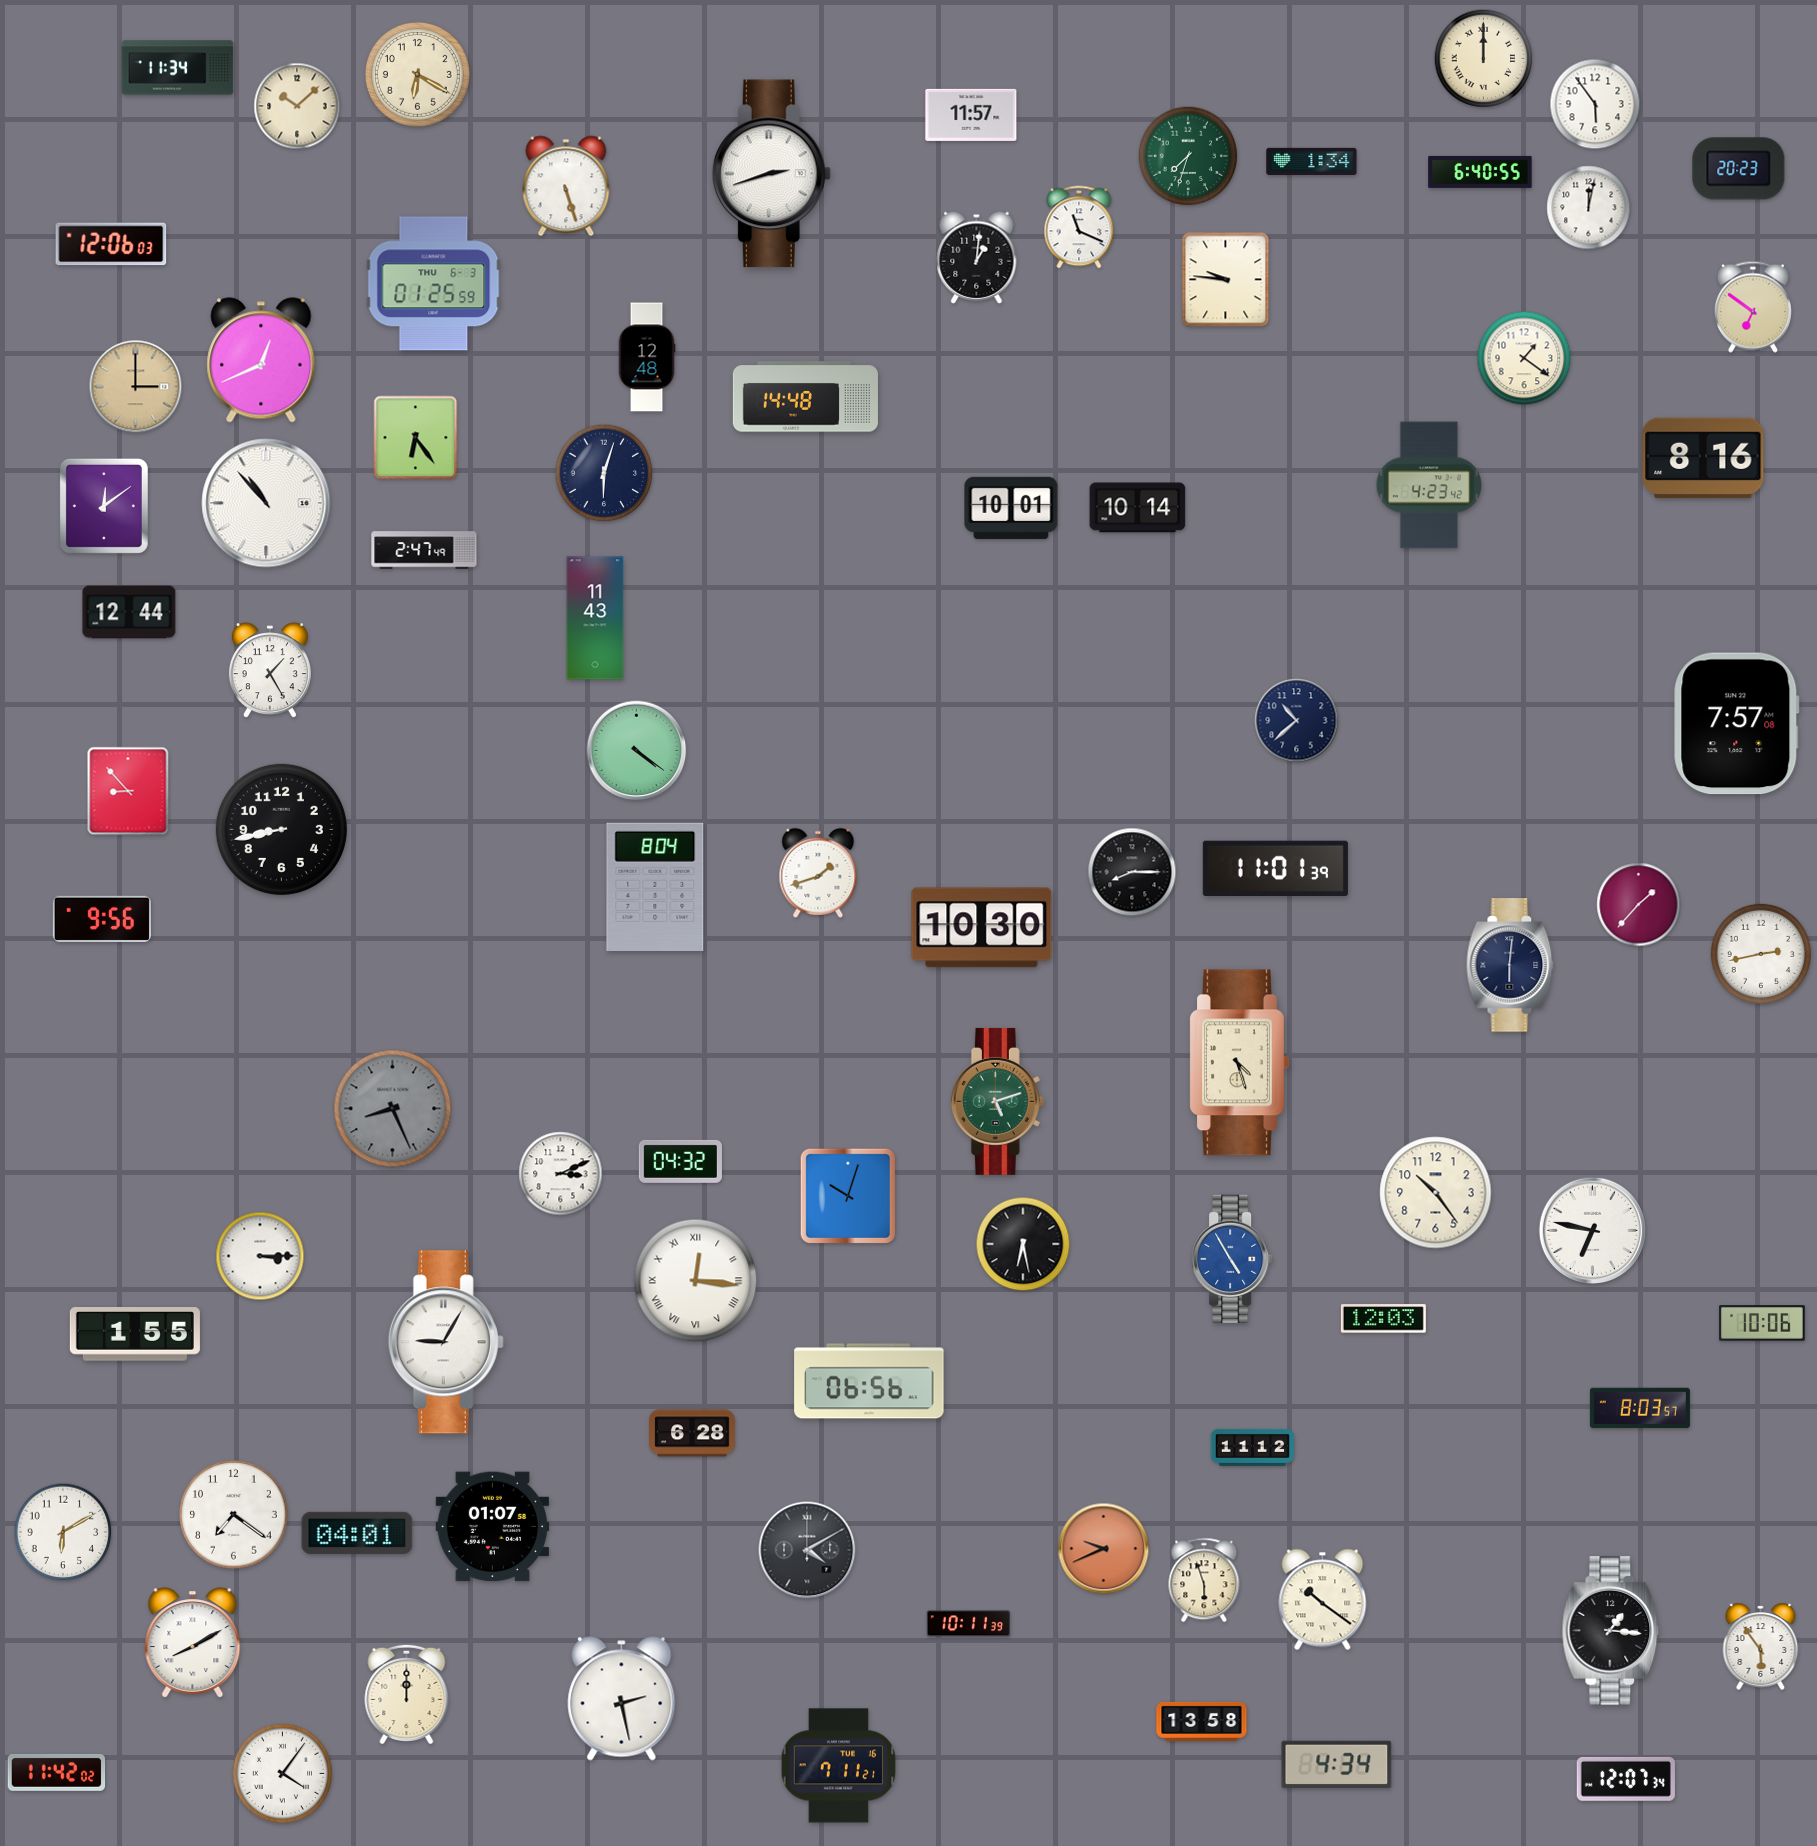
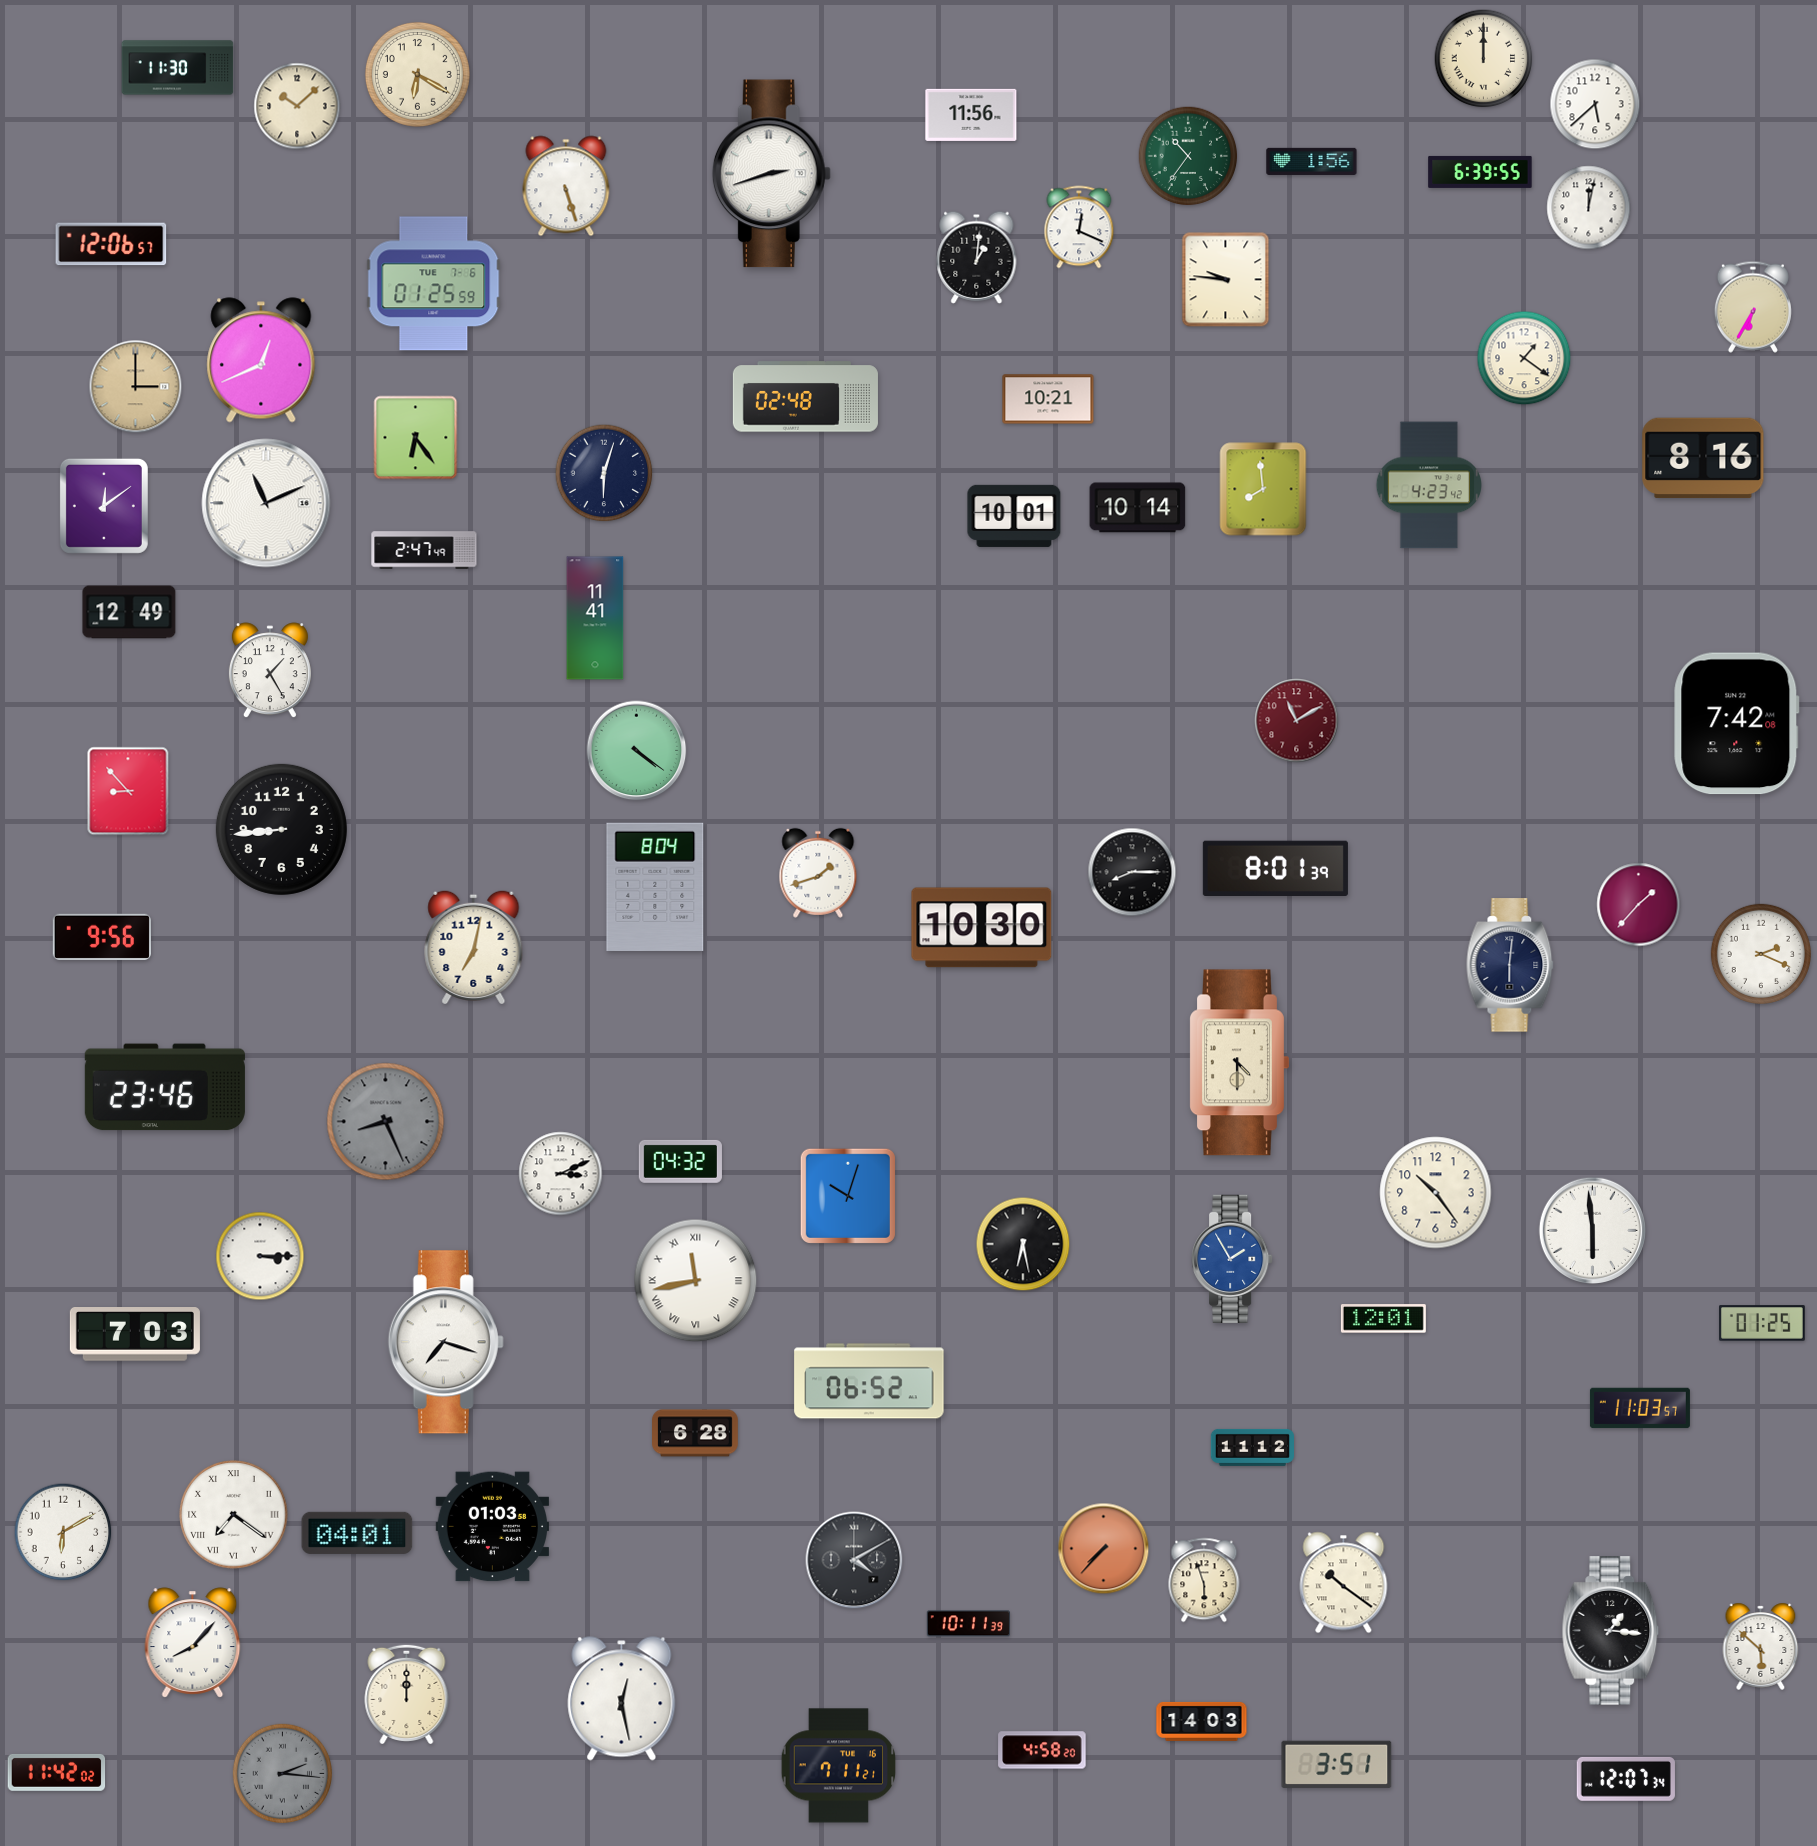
clock at (178, 68): 11:34 -> 11:30
clock at (1595, 104): 5:54 -> 5:38
clock at (971, 115): 11:57 -> 11:56
clock at (1188, 156): 7:33 -> 10:36
clock at (1312, 161): 1:34 -> 1:56
clock at (1739, 169): 20:23 -> none
clock at (1480, 172): 6:40 -> 6:39
clock at (1079, 227): 11:19 -> 12:19
clock at (111, 244): 12:06:03 -> 12:06:57
clock at (434, 284) date: THU 6-3 -> TUE 7-6
clock at (1753, 307): 6:51 -> 6:35
clock at (647, 357): 12:48 -> none
clock at (805, 397): 14:48 -> 02:48
clock at (1048, 399): none -> 10:21
clock at (1263, 489): none -> 7:59
clock at (266, 503): 10:53 -> 11:11
clock at (1011, 508) position: (1011, 508) -> (1014, 516)
clock at (129, 612): 12:44 -> 12:49
clock at (595, 618): 11:43 -> 11:41
clock at (1297, 721): 10:38 -> 11:10
clock at (1297, 721) dial: navy -> burgundy
clock at (1737, 724): 7:57 -> 7:42
clock at (281, 829): 8:43 -> 8:44
clock at (1275, 869): 11:01 -> 8:01
clock at (102, 919) position: (102, 919) -> (102, 937)
clock at (474, 947): none -> 7:02
clock at (1760, 953): 2:43 -> 2:19
clock at (1239, 1063): 4:27 -> 4:30
clock at (165, 1087): none -> 23:46
clock at (997, 1101): 5:12 -> none
clock at (393, 1109) position: (393, 1109) -> (386, 1122)
clock at (1592, 1230): 6:47 -> 5:59
clock at (1232, 1259): 4:55 -> 1:55
clock at (696, 1281): 12:16 -> 11:43
clock at (1383, 1319): 12:03 -> 12:01
clock at (1763, 1323): 10:06 -> 01:25
clock at (135, 1334): 1:55 -> 7:03
clock at (446, 1342): 9:05 -> 7:18
clock at (869, 1381): 06:56 -> 06:52
clock at (1640, 1408): 8:03 -> 11:03
clock at (693, 1433) position: (693, 1433) -> (696, 1433)
clock at (234, 1515) numerals: Arabic -> Roman
clock at (492, 1527): 01:07 -> 01:03
clock at (1104, 1549): 9:41 -> 7:37
clock at (807, 1550) position: (807, 1550) -> (854, 1560)
clock at (1323, 1600) position: (1323, 1600) -> (1344, 1583)
clock at (193, 1643): 8:10 -> 8:07
clock at (1761, 1646): 5:54 -> 5:52
clock at (622, 1699): 2:28 -> 12:28
clock at (1202, 1721): 13:58 -> 14:03
clock at (1042, 1750): none -> 4:58
clock at (1337, 1764): 4:34 -> 3:51
clock at (283, 1774): 4:06 -> 2:16
clock at (283, 1774) dial: white -> grey
